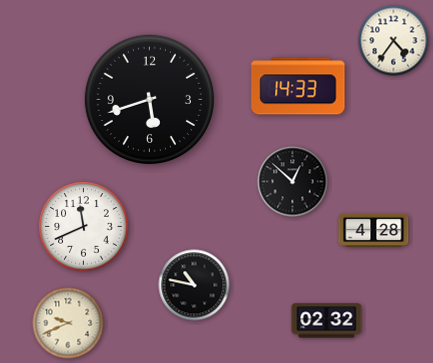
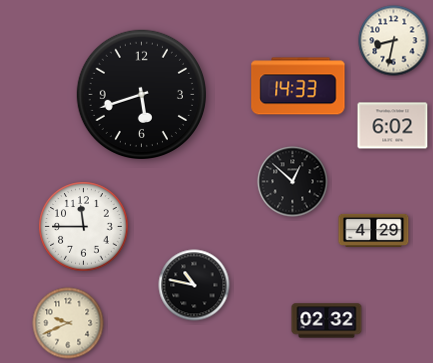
clock at (394, 41): 4:36 -> 8:32
clock at (149, 99) position: (149, 99) -> (141, 94)
clock at (393, 126): none -> 6:02
clock at (84, 227): 11:41 -> 11:45
clock at (374, 230): 4:28 -> 4:29
